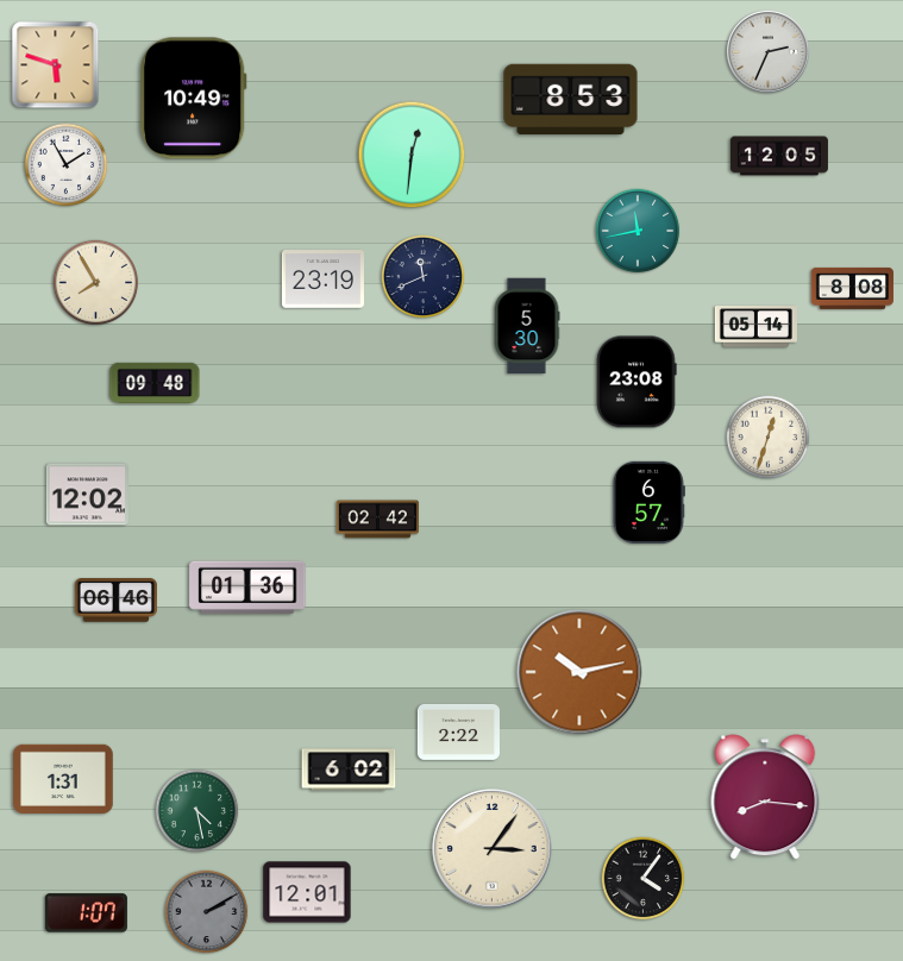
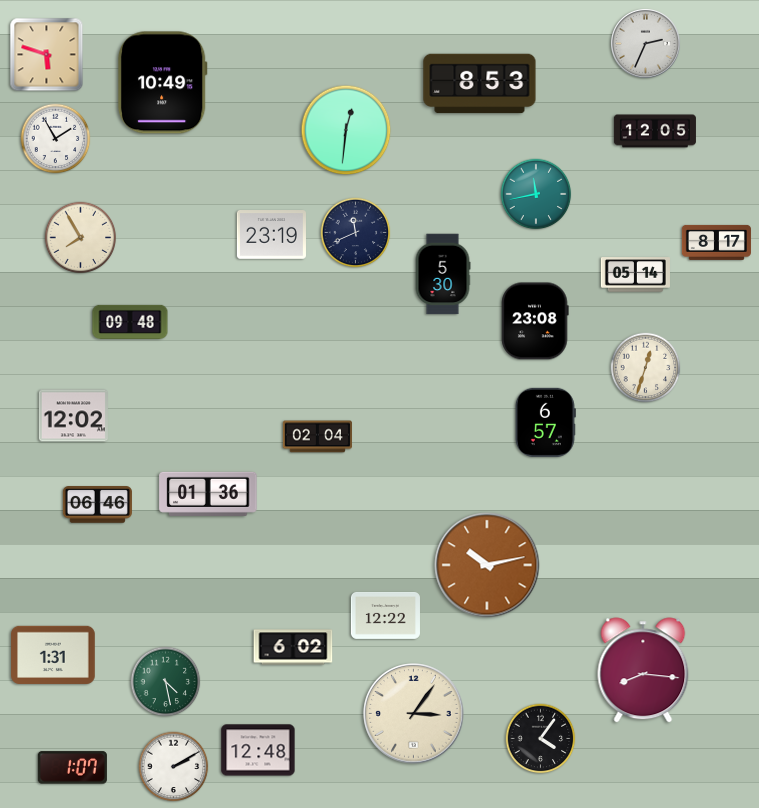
clock at (852, 288): 8:08 -> 8:17
clock at (377, 520): 02:42 -> 02:04
clock at (458, 731): 2:22 -> 12:22
clock at (307, 892): 12:01 -> 12:48
clock at (207, 912) dial: grey -> white
